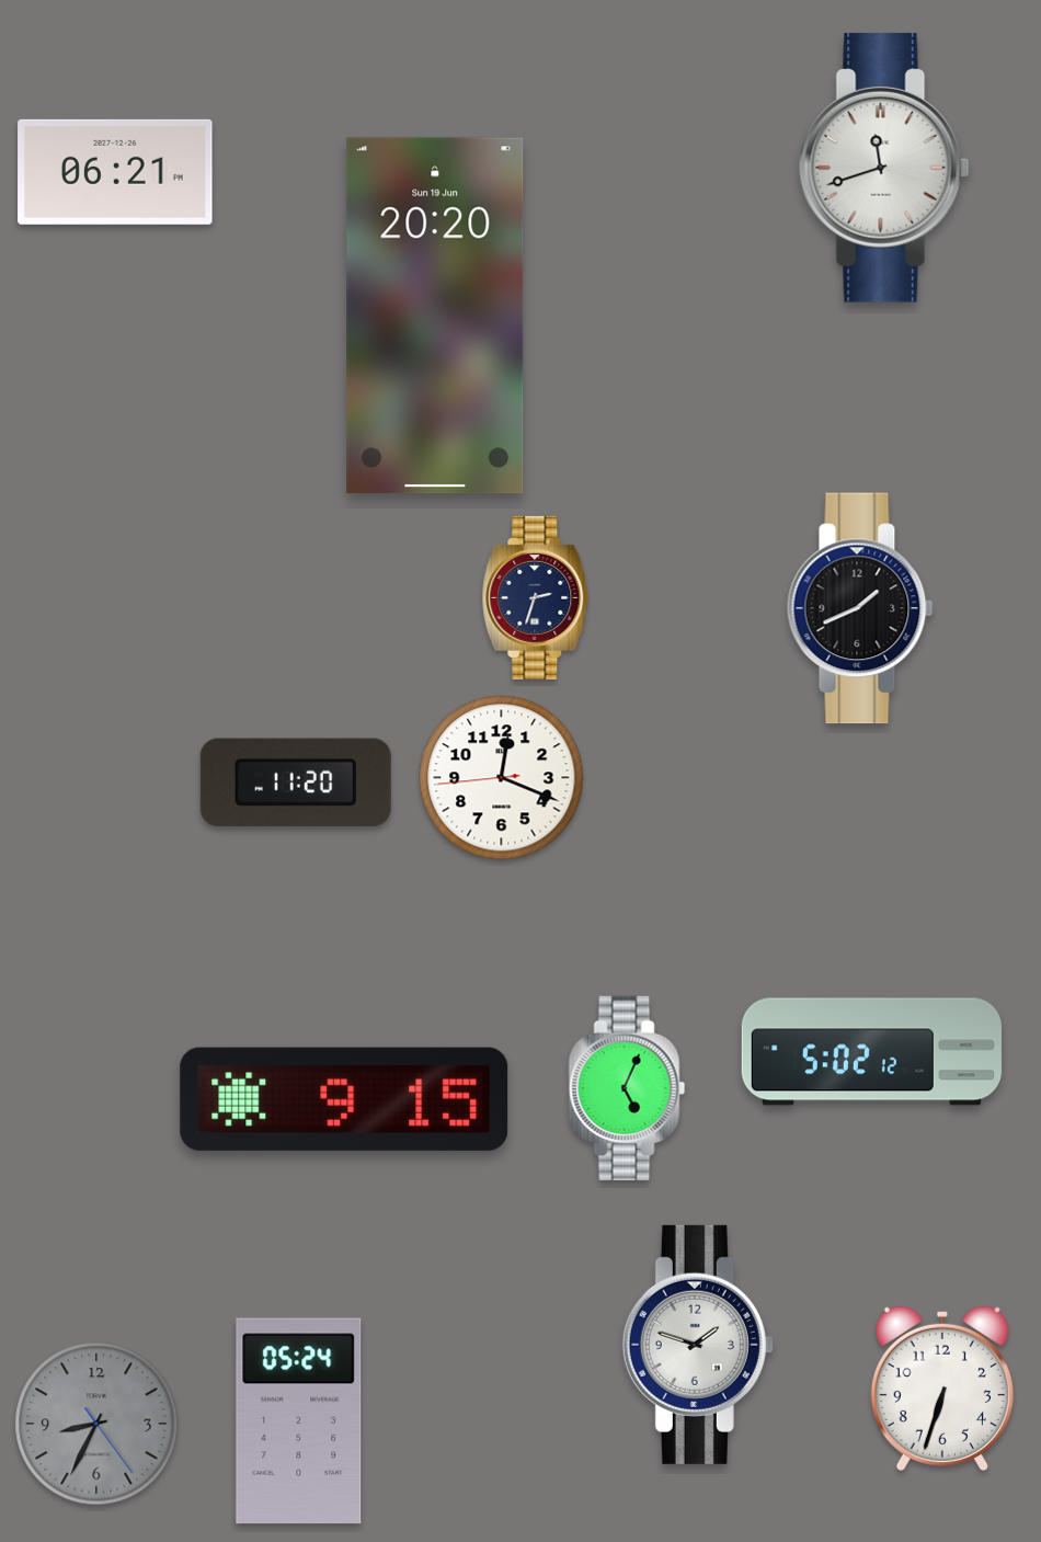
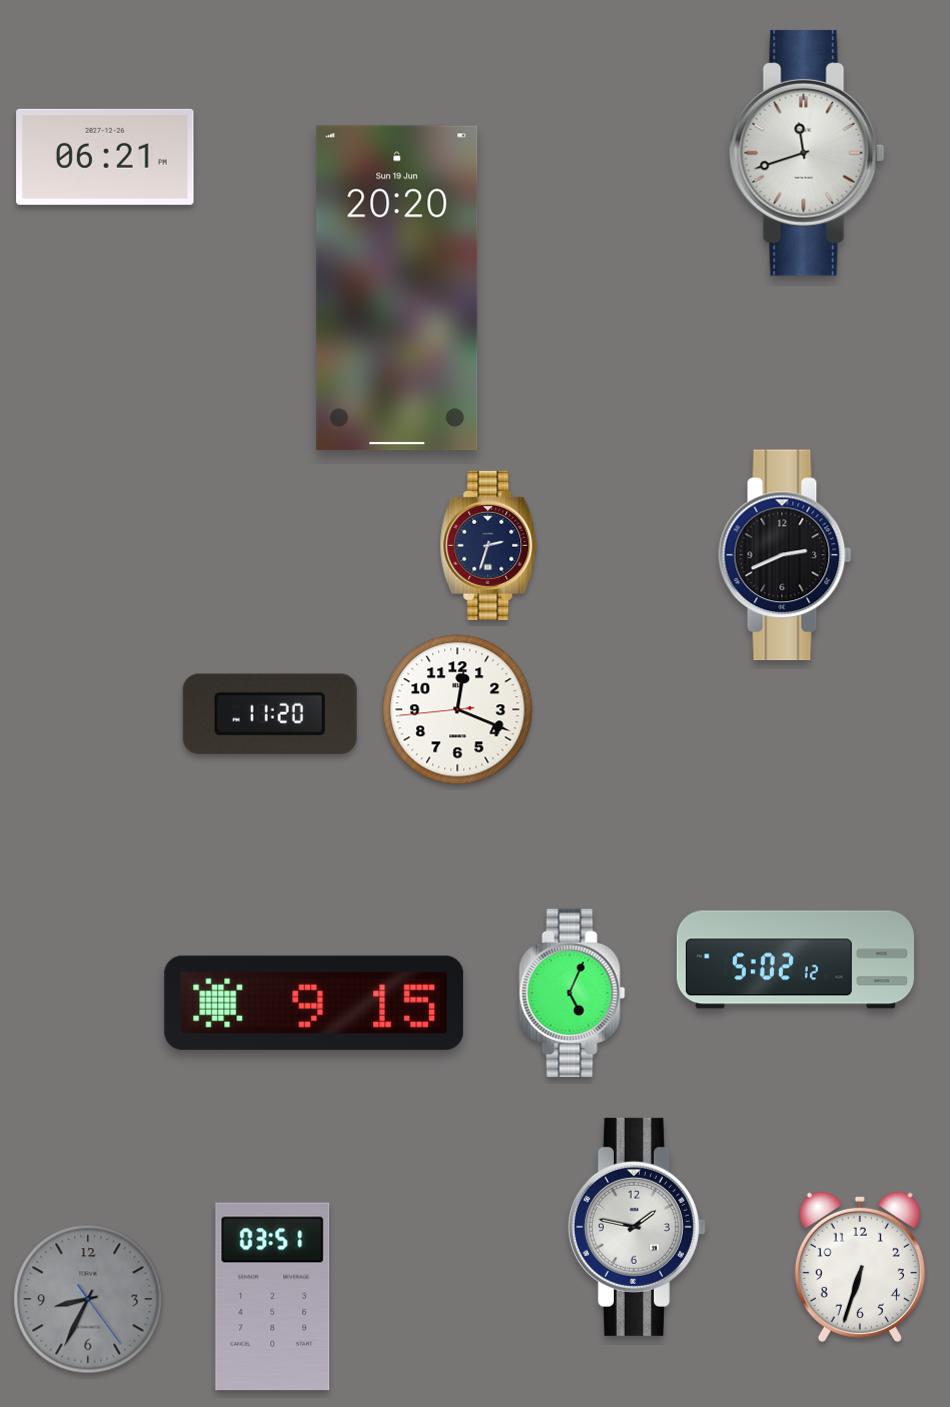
clock at (860, 608): 1:41 -> 2:41
clock at (698, 1345): 1:48 -> 1:47
clock at (299, 1421): 05:24 -> 03:51
